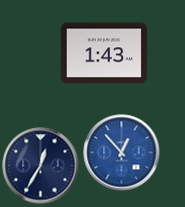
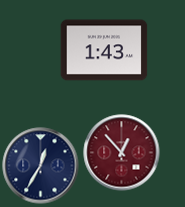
clock at (104, 53) position: (104, 53) -> (104, 50)
clock at (122, 153) dial: blue -> burgundy
